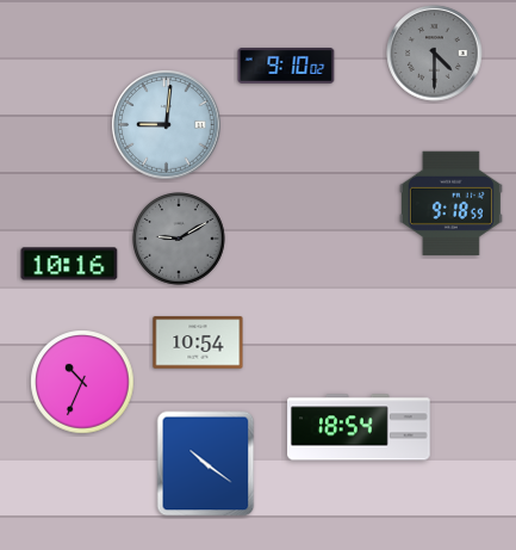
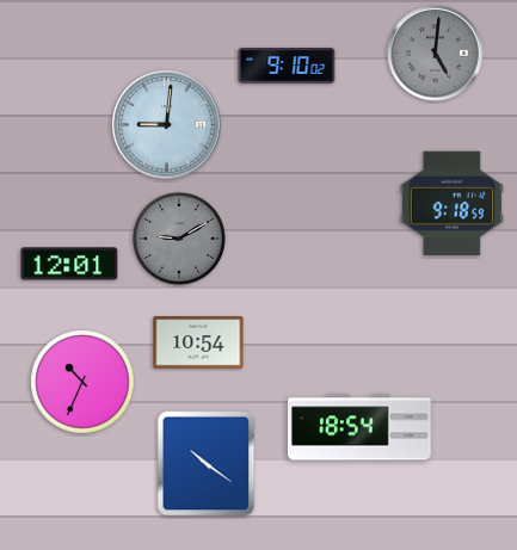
clock at (435, 54): 4:30 -> 5:01
clock at (69, 264): 10:16 -> 12:01
